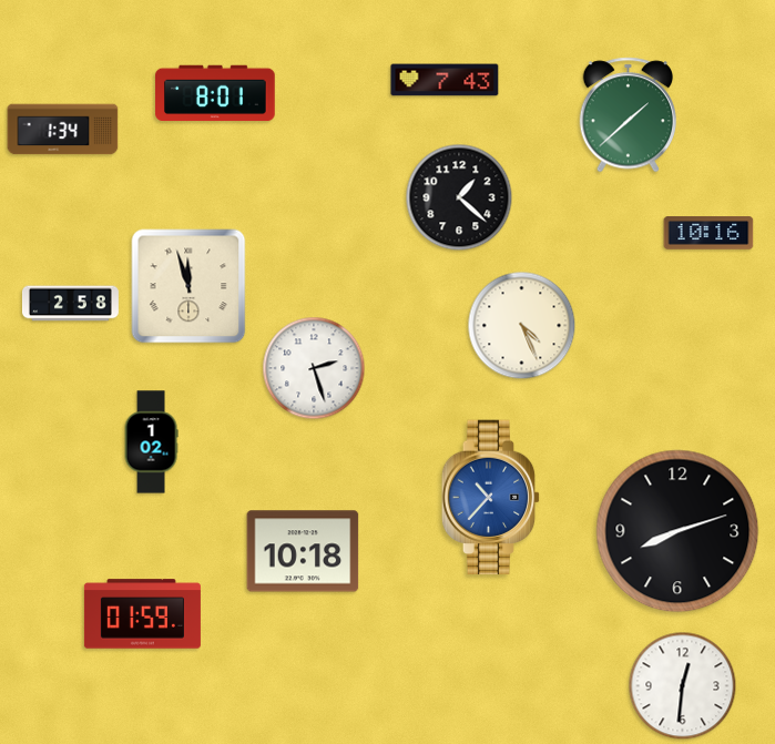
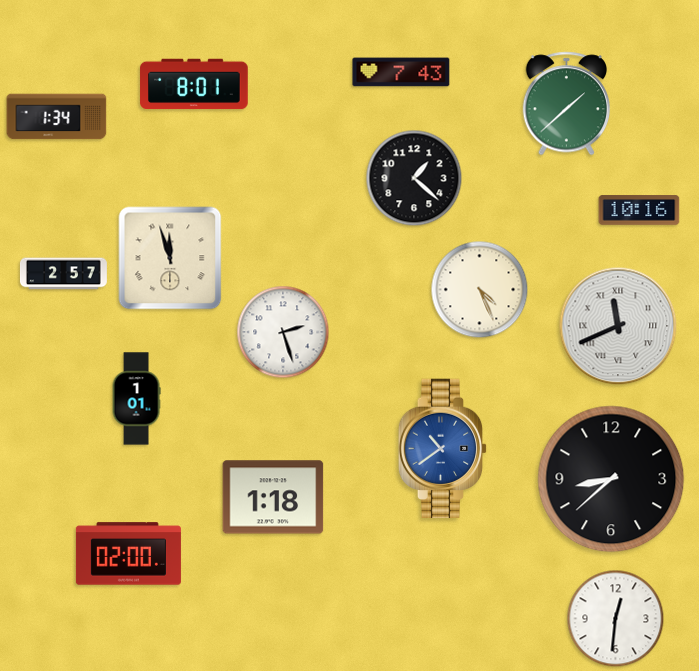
clock at (70, 304): 2:58 -> 2:57
clock at (522, 326) position: (522, 326) -> (480, 290)
clock at (618, 326): none -> 11:41
clock at (151, 442): 1:02 -> 1:01
clock at (491, 498): 10:37 -> 10:39
clock at (677, 531): 8:12 -> 8:38
clock at (303, 551): 10:18 -> 1:18
clock at (142, 614): 01:59 -> 02:00
